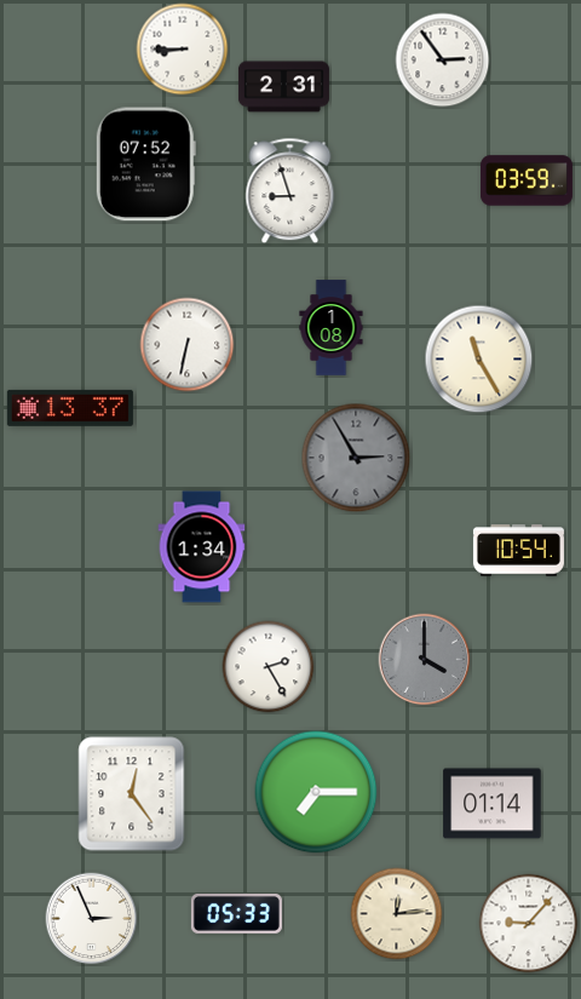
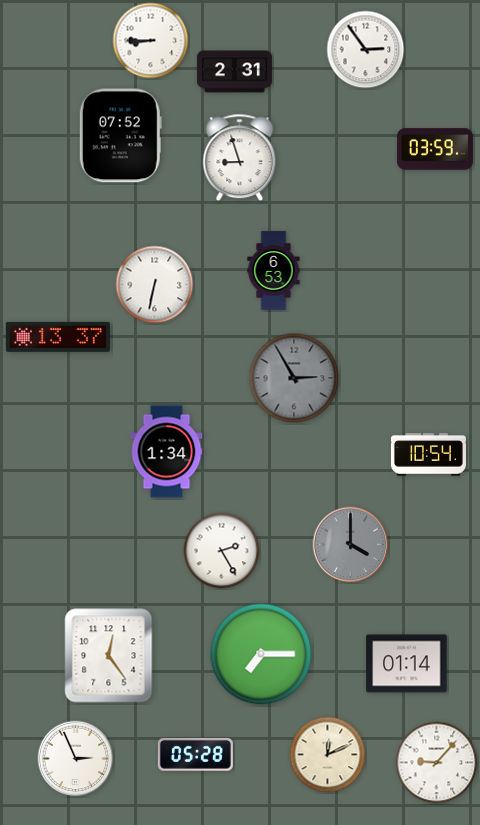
clock at (332, 328): 1:08 -> 6:53
clock at (479, 360): 11:25 -> none
clock at (236, 913): 05:33 -> 05:28
clock at (397, 914): 12:14 -> 12:11
